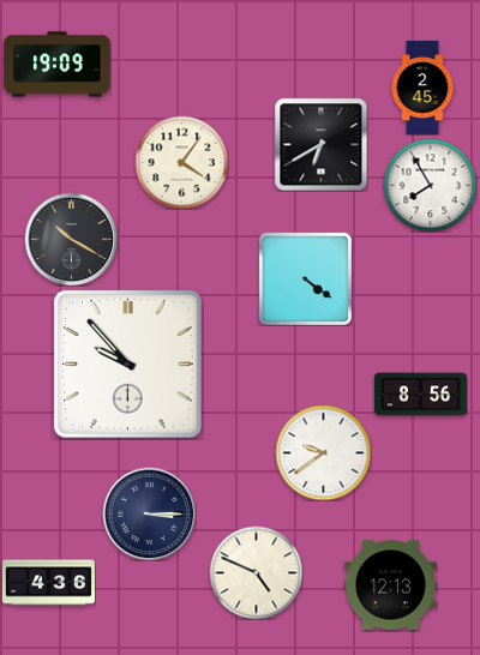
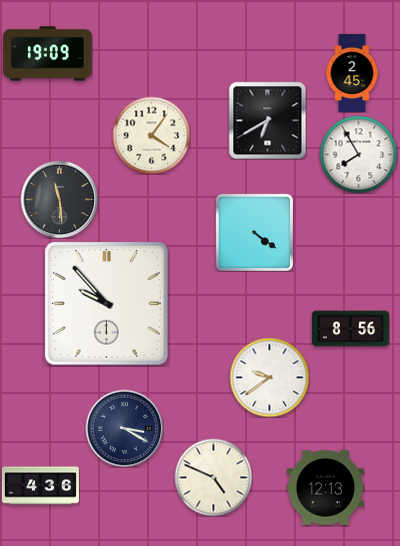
clock at (71, 239): 10:20 -> 11:29
clock at (149, 513): 3:15 -> 3:20
